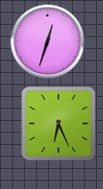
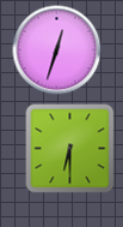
clock at (59, 124): 6:26 -> 6:30
